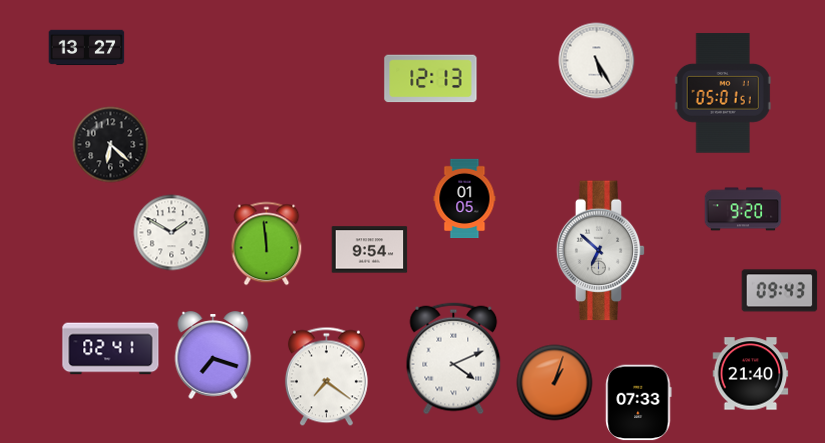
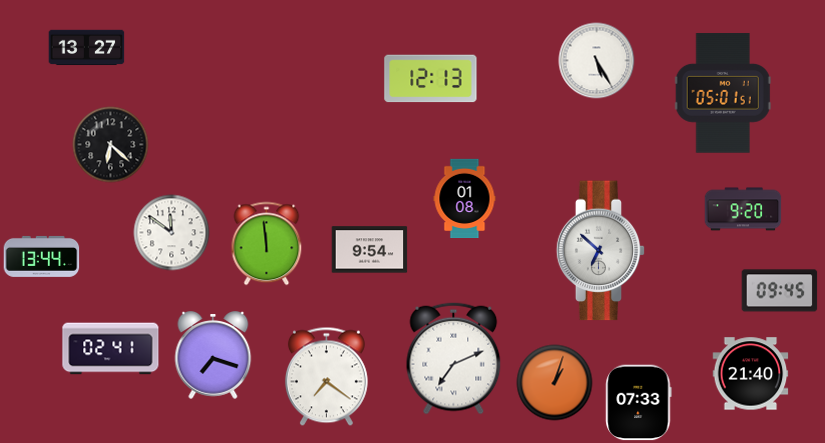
clock at (465, 198): 01:05 -> 01:08
clock at (172, 233): 1:50 -> 11:51
clock at (42, 256): none -> 13:44
clock at (780, 291): 09:43 -> 09:45
clock at (454, 359): 4:11 -> 7:11
